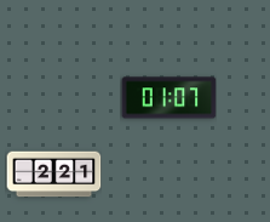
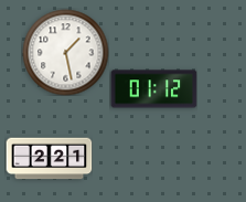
clock at (65, 52): none -> 1:28
clock at (168, 98): 01:07 -> 01:12
